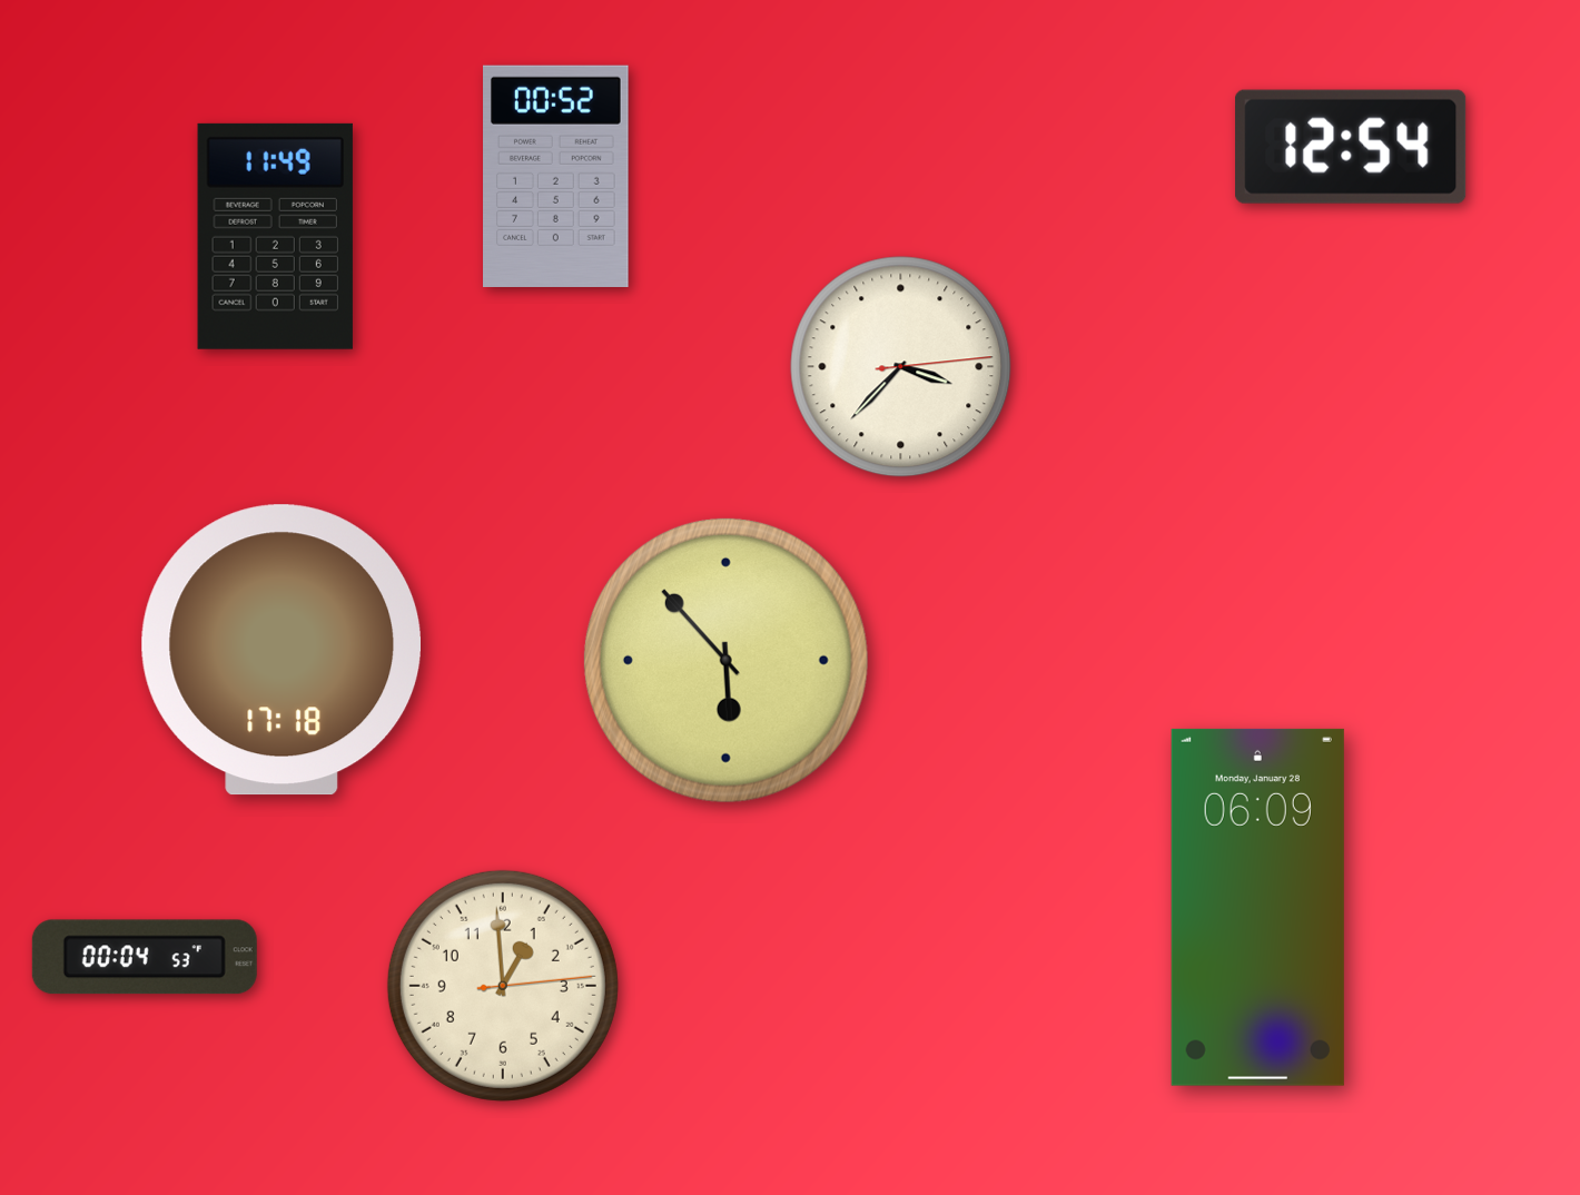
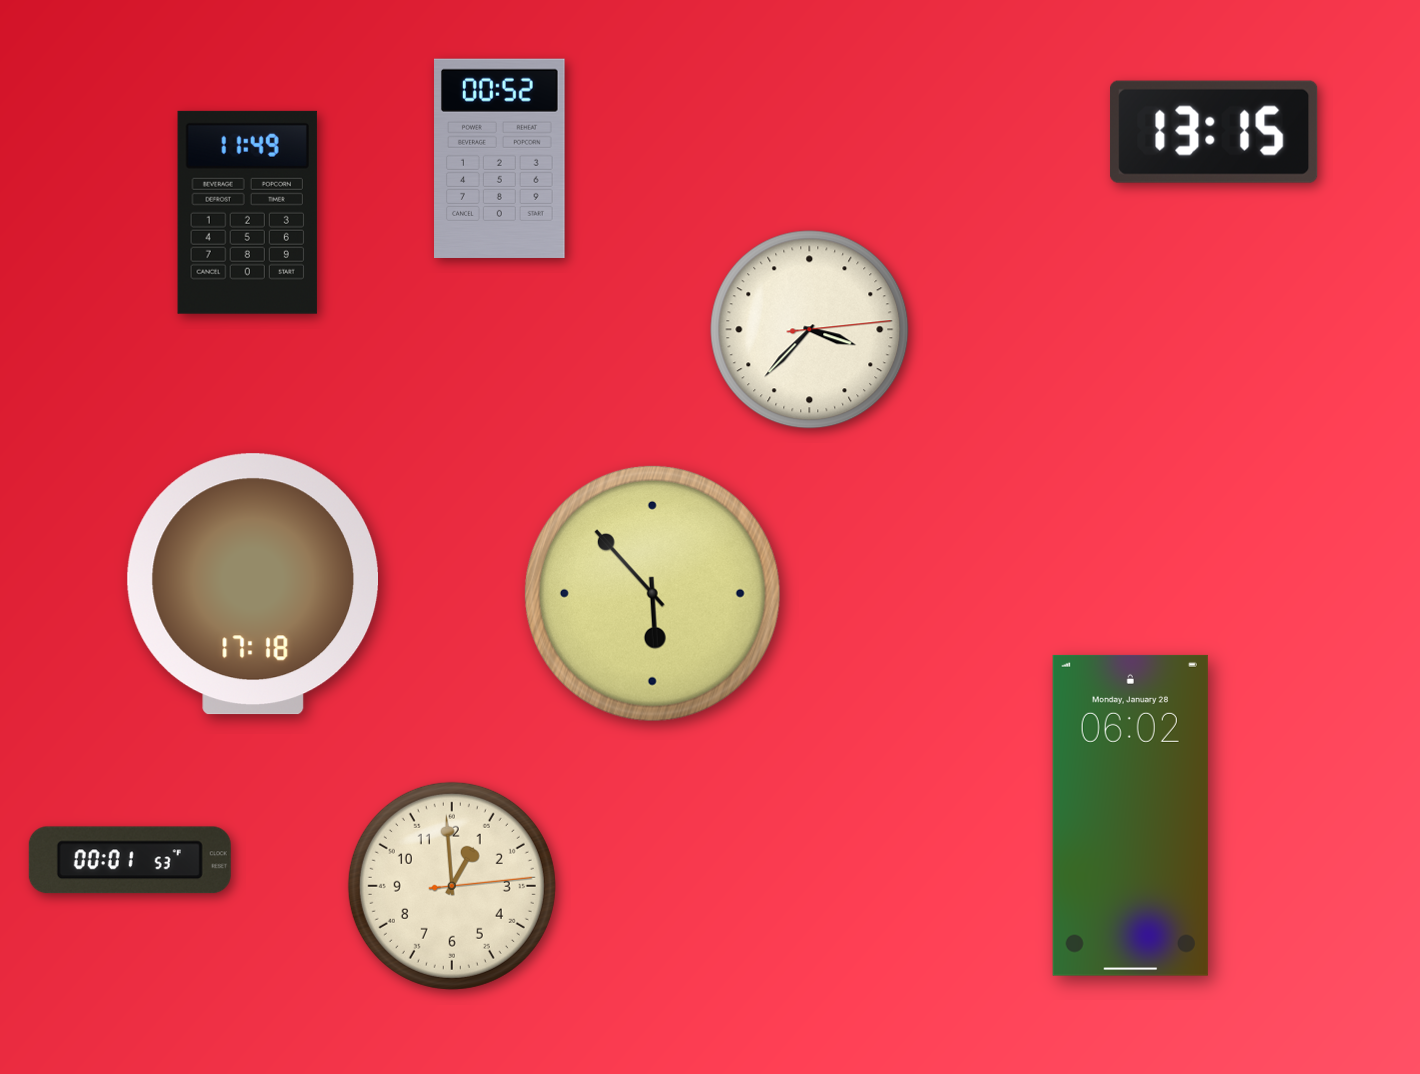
clock at (1351, 147): 12:54 -> 13:15
clock at (1257, 907): 06:09 -> 06:02
clock at (145, 957): 00:04 -> 00:01
